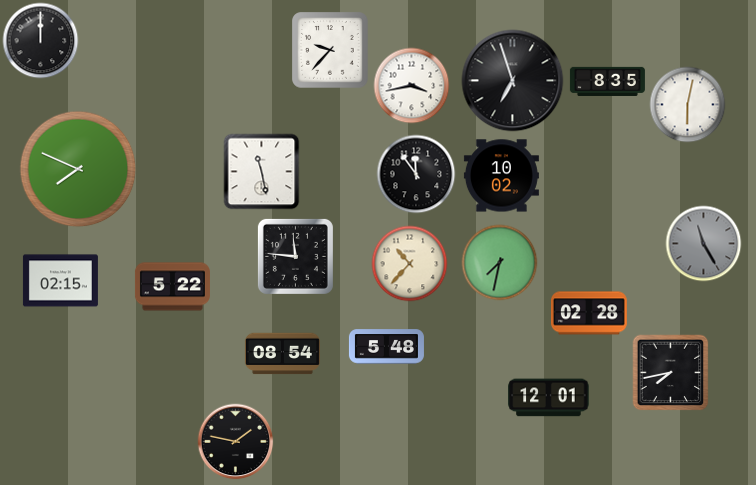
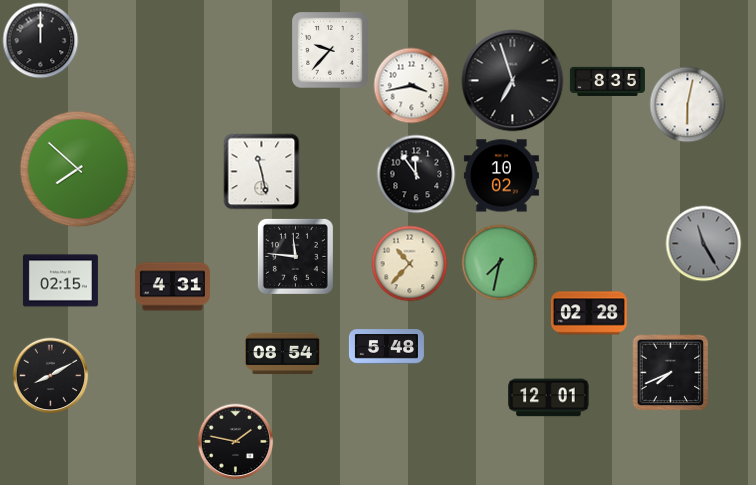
clock at (78, 169): 7:49 -> 7:52
clock at (172, 287): 5:22 -> 4:31
clock at (671, 373): 7:43 -> 7:41
clock at (51, 376): none -> 8:10
